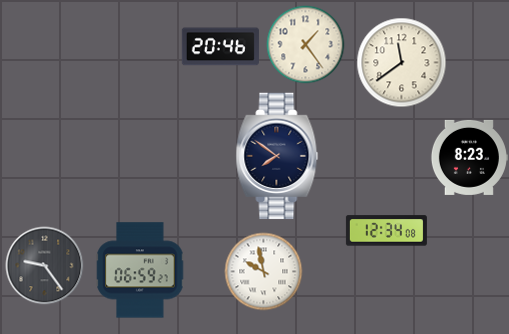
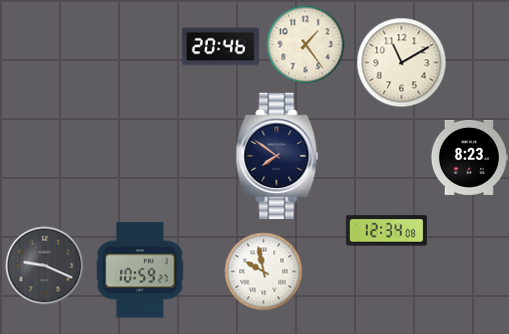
clock at (401, 62): 11:39 -> 11:10
clock at (44, 265): 9:24 -> 9:19
clock at (140, 270): 06:59 -> 10:59
